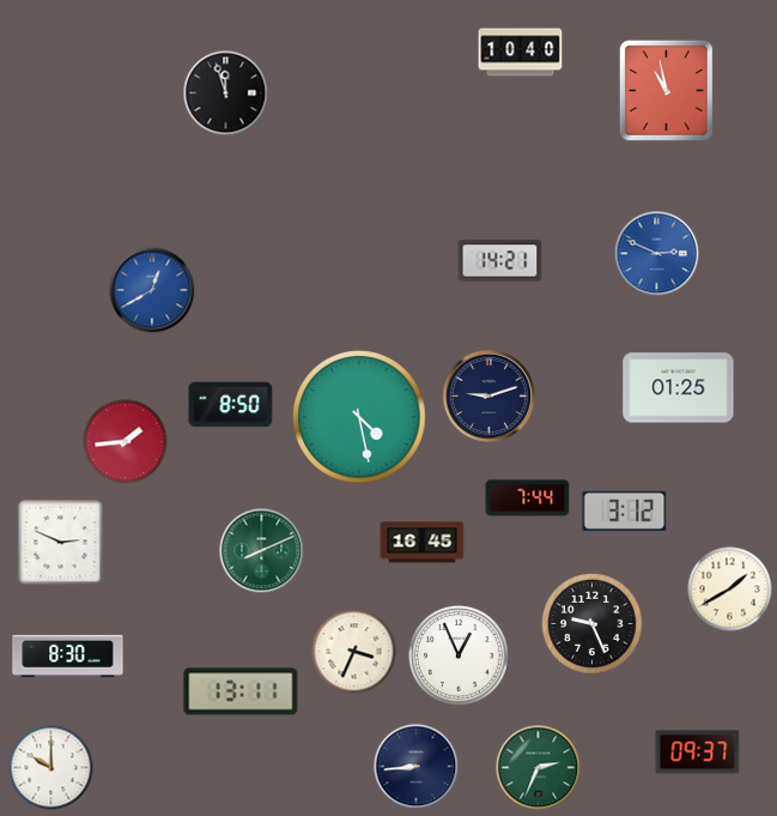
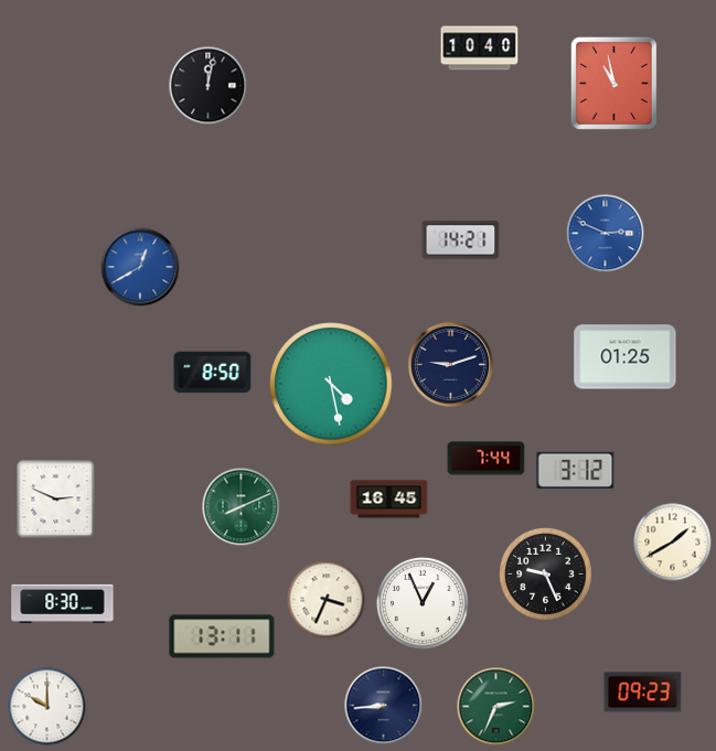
clock at (226, 93): 11:57 -> 12:02
clock at (126, 442): 1:44 -> none
clock at (698, 752): 09:37 -> 09:23
